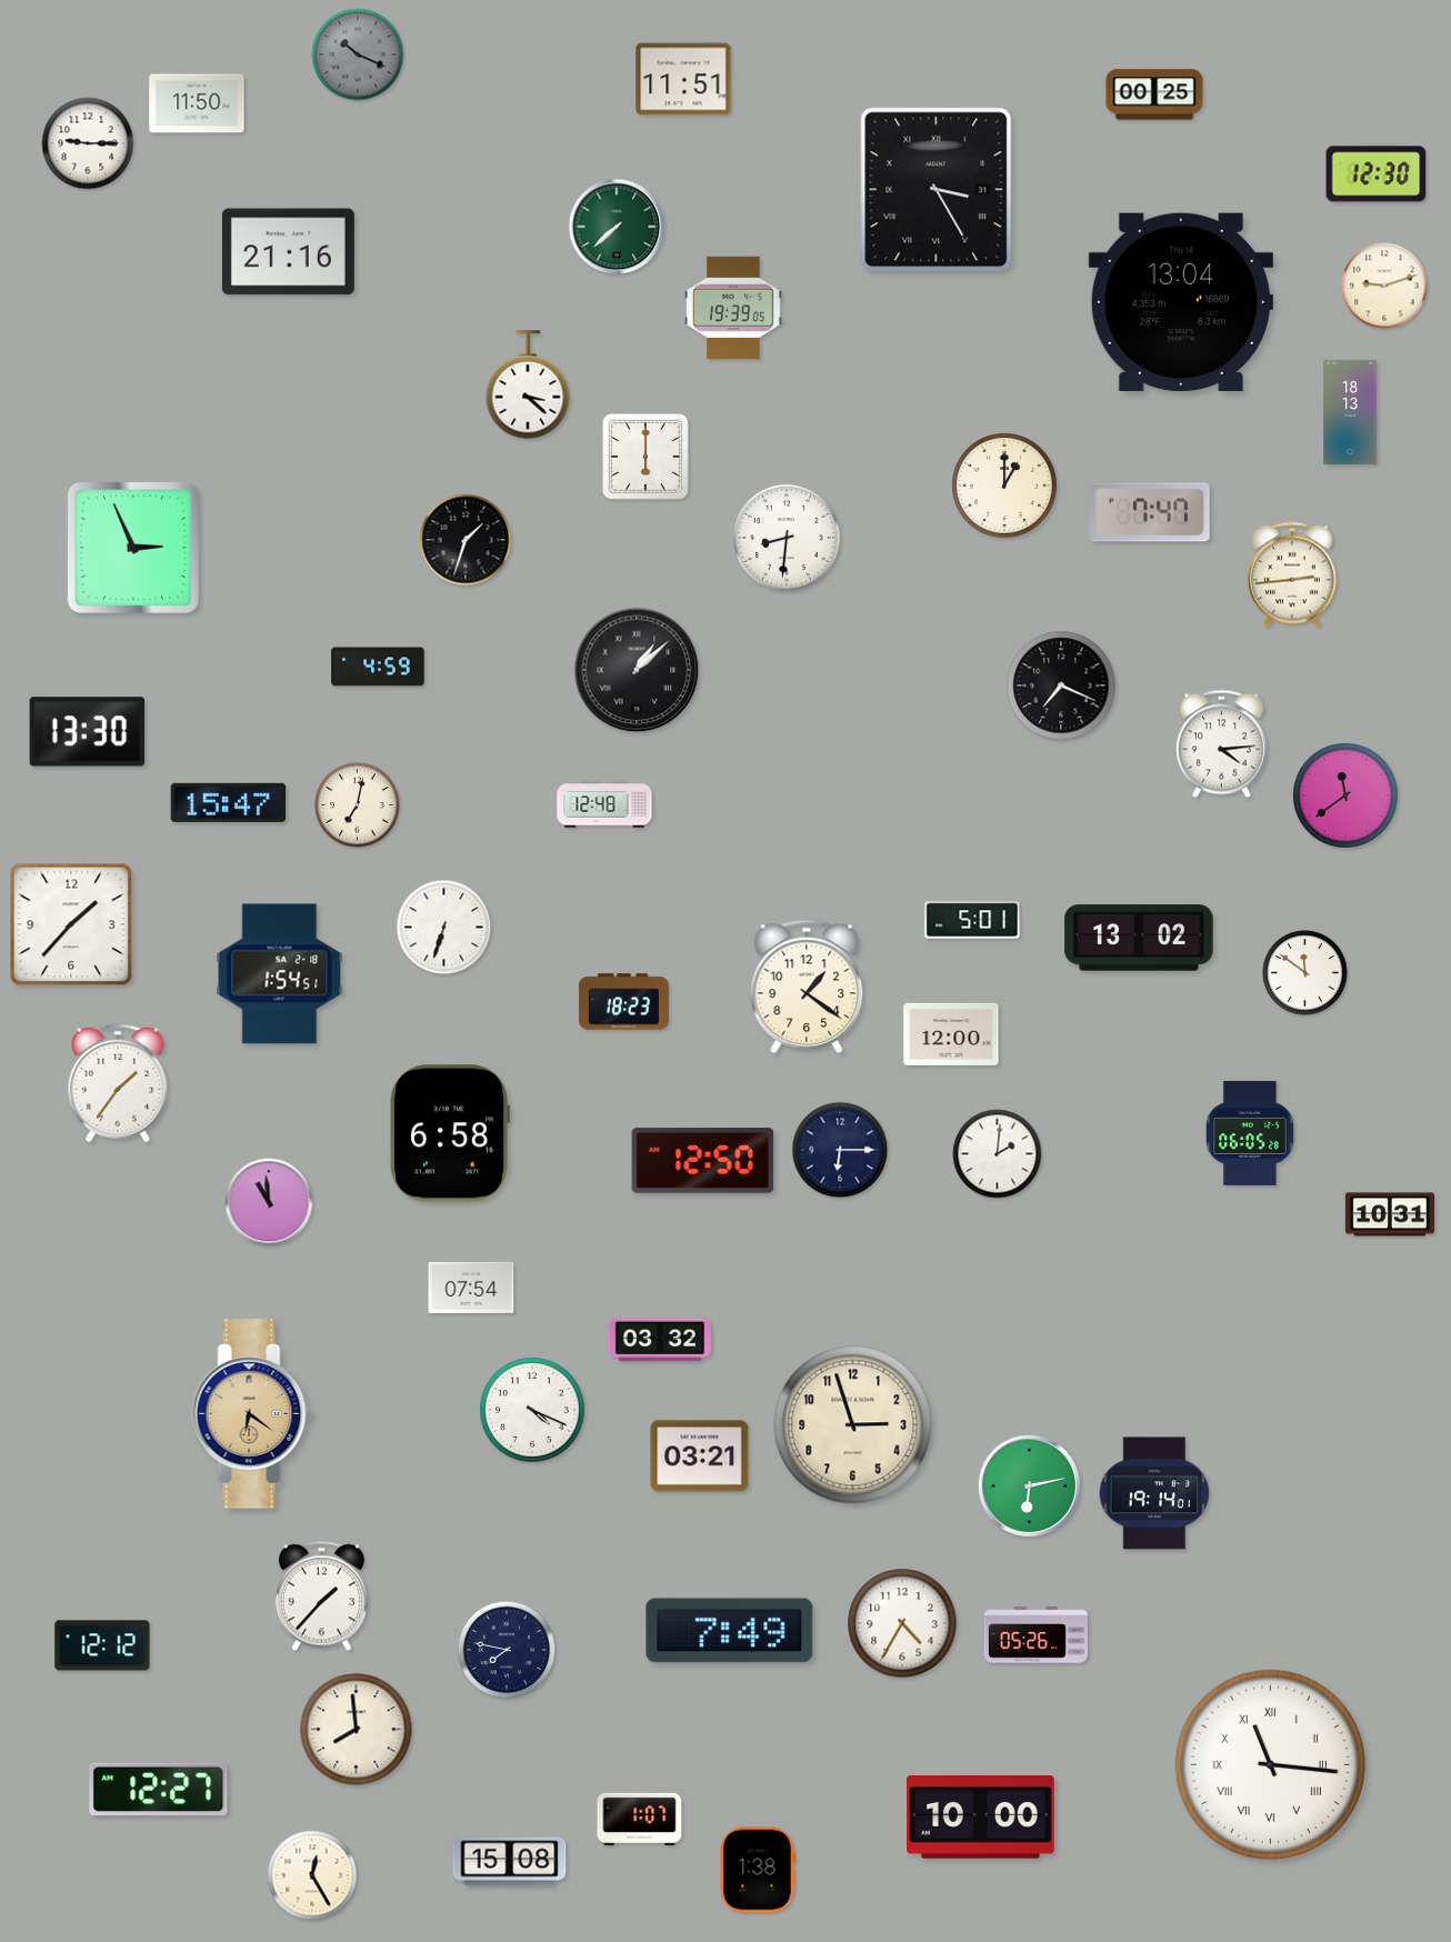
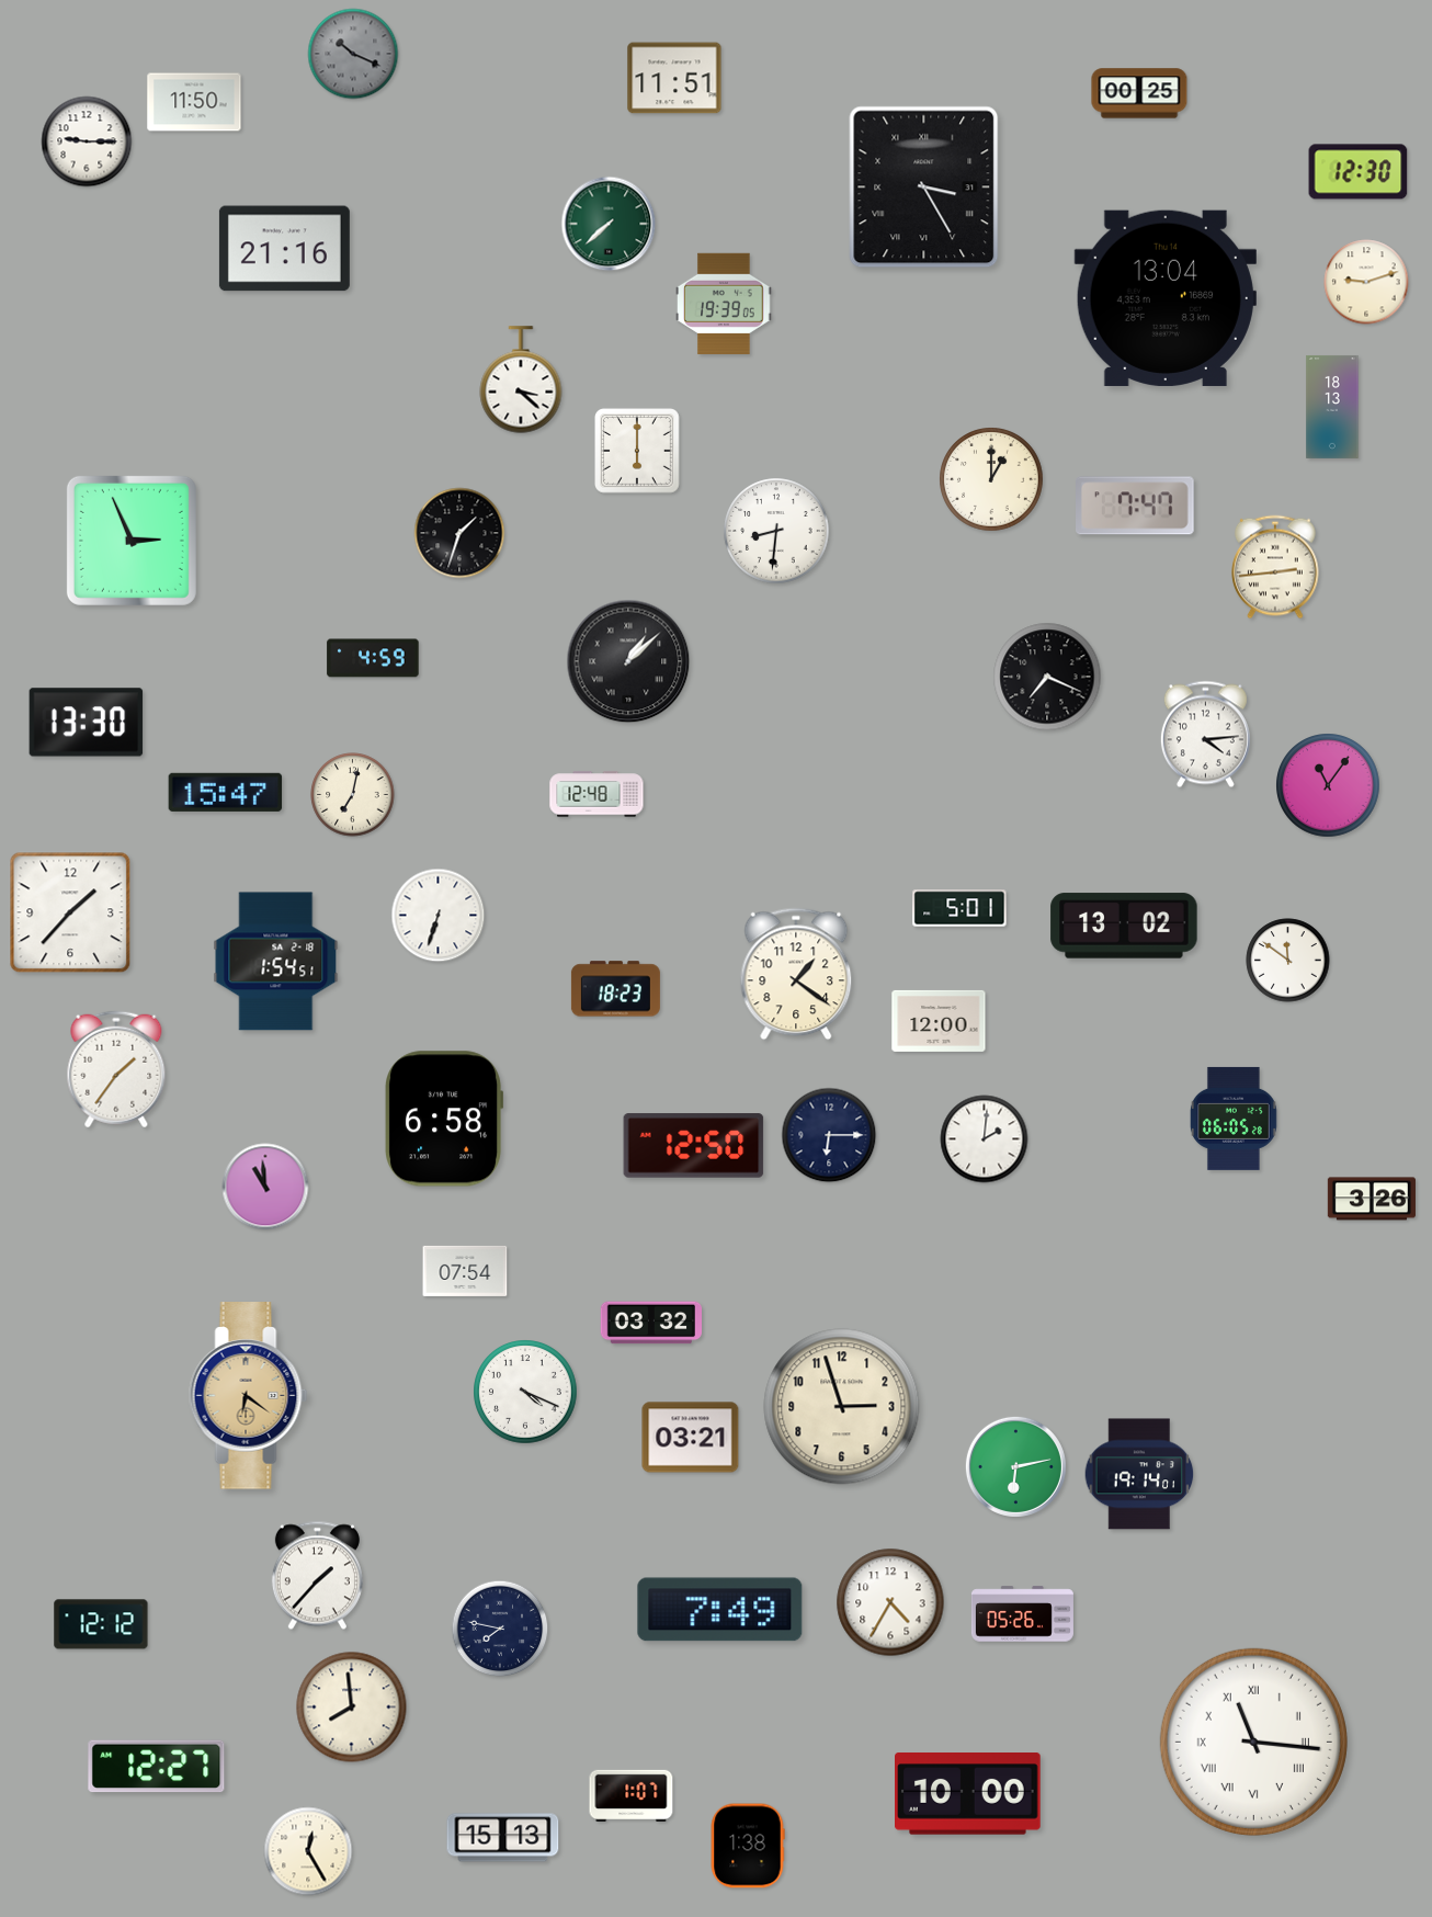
clock at (1345, 795): 11:39 -> 11:06
clock at (1390, 1214): 10:31 -> 3:26
clock at (510, 1862): 15:08 -> 15:13
